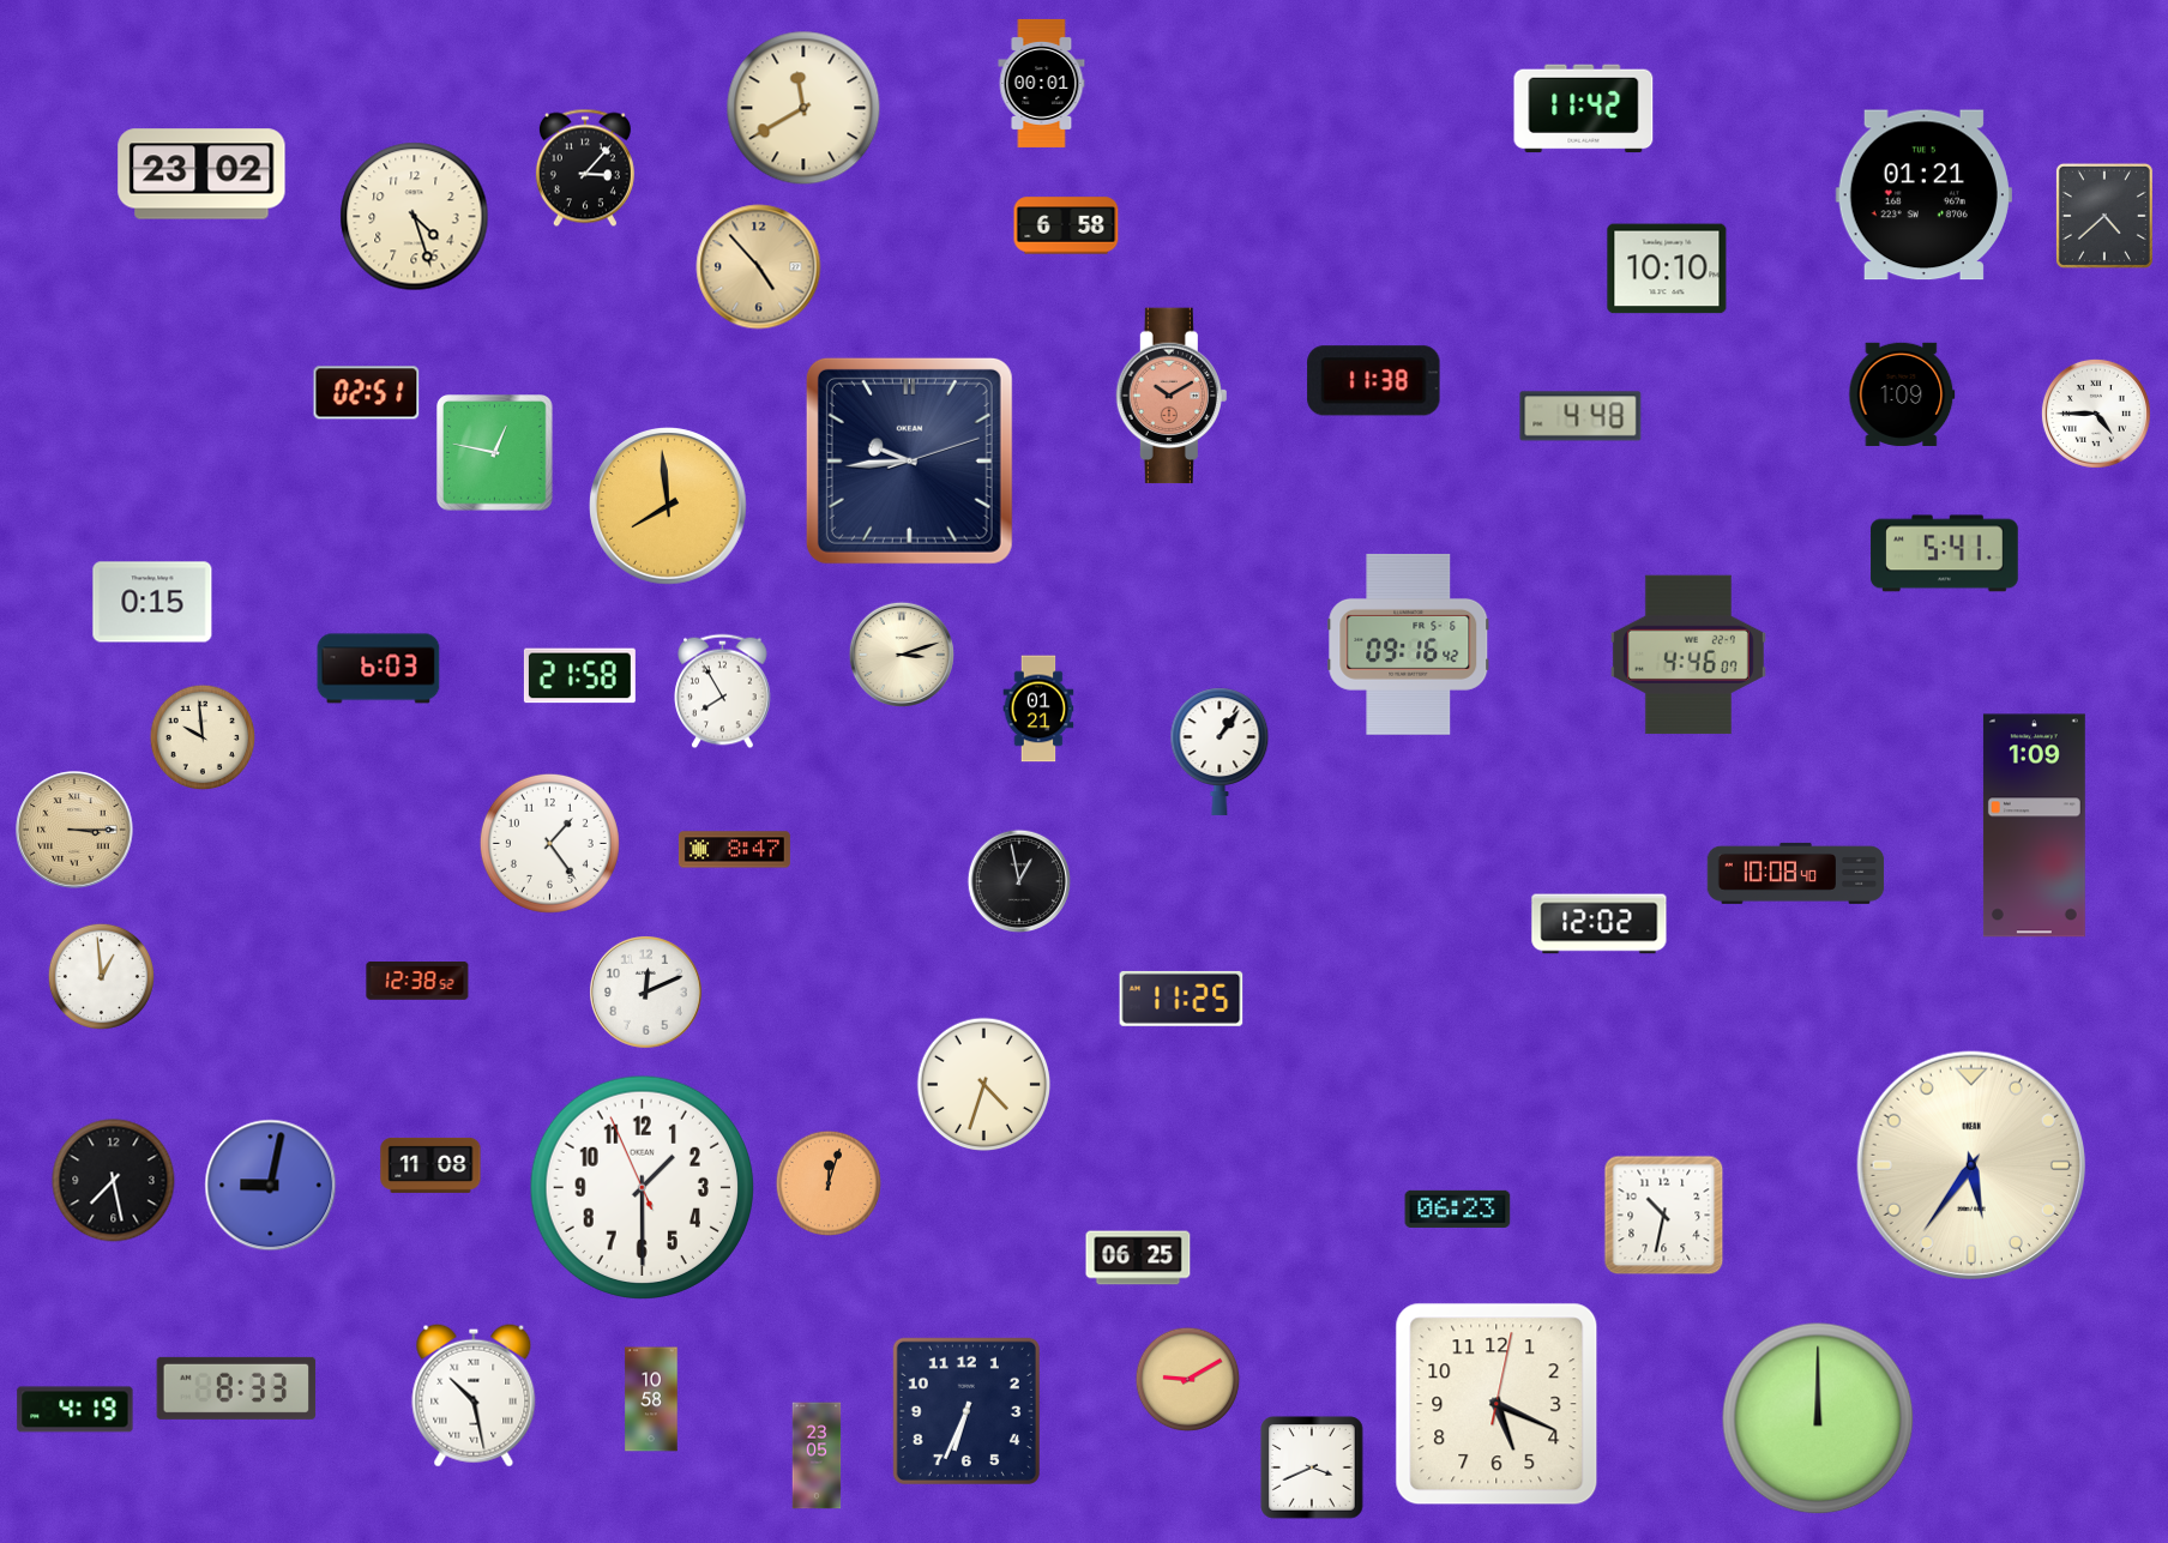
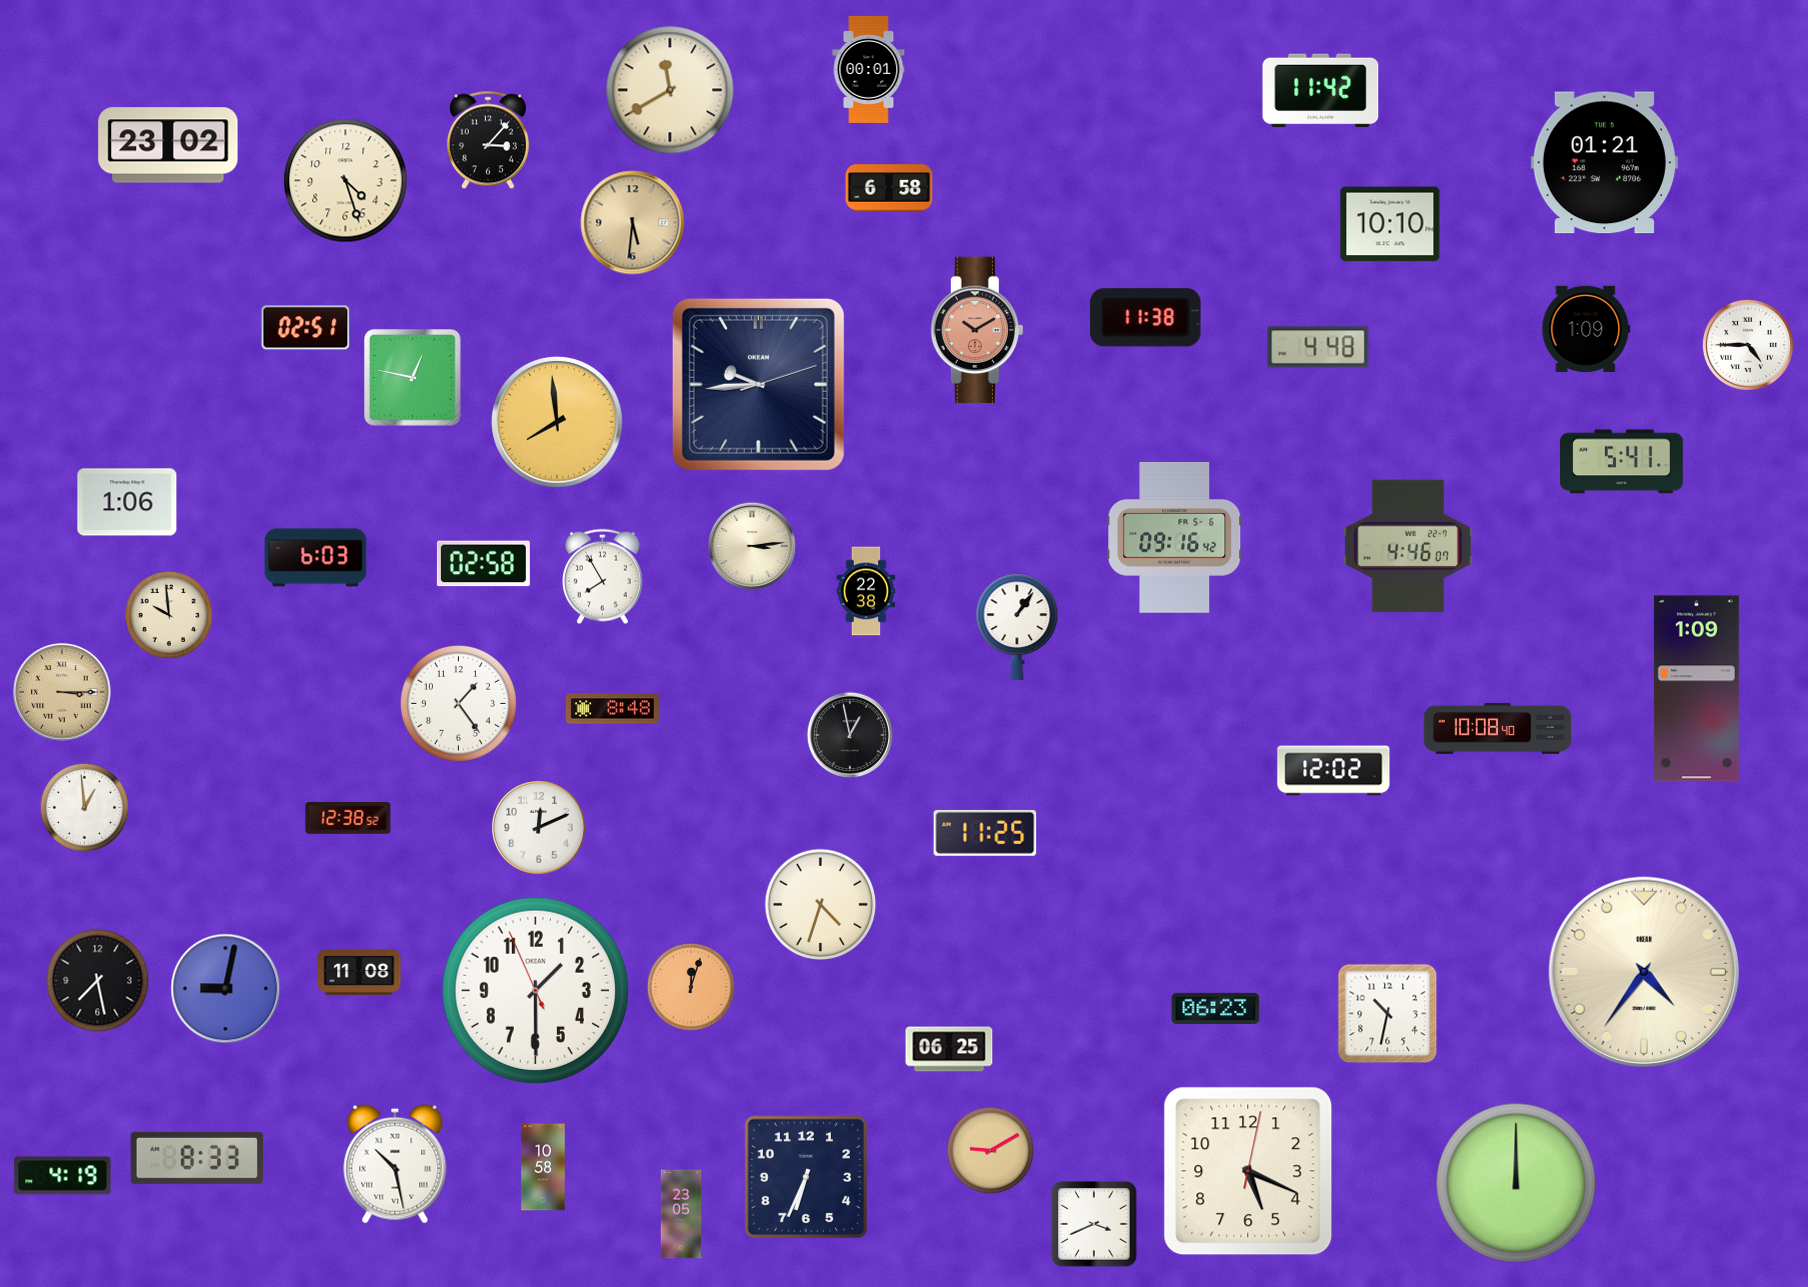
clock at (2104, 216): 4:38 -> none
clock at (759, 267): 4:53 -> 5:31
clock at (152, 602): 0:15 -> 1:06
clock at (902, 655): 3:12 -> 3:14
clock at (579, 676): 21:58 -> 02:58
clock at (1038, 709): 01:21 -> 22:38
clock at (734, 850): 8:47 -> 8:48
clock at (101, 976) position: (101, 976) -> (84, 807)
clock at (1971, 1165): 5:36 -> 4:36
clock at (114, 1181) position: (114, 1181) -> (98, 981)
